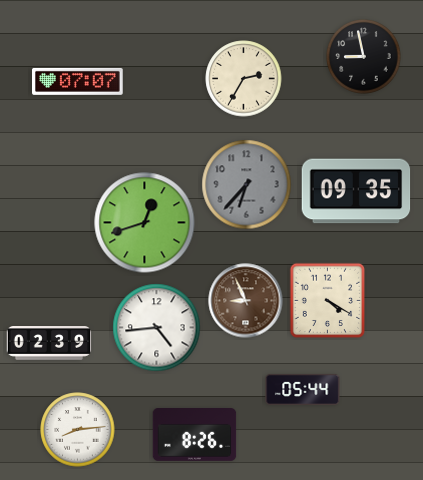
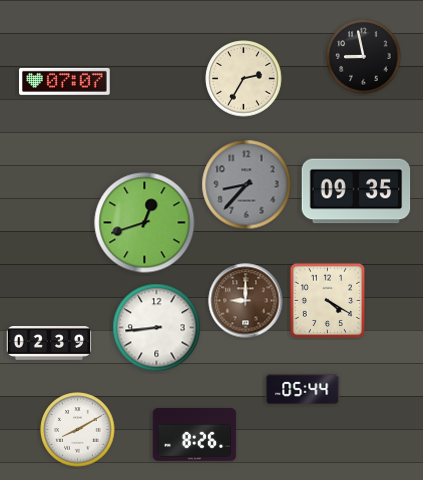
clock at (78, 81) position: (78, 81) -> (65, 81)
clock at (247, 185): 6:37 -> 8:37
clock at (246, 301): 8:56 -> 9:00
clock at (157, 328): 4:44 -> 8:44
clock at (78, 430): 8:14 -> 8:10
